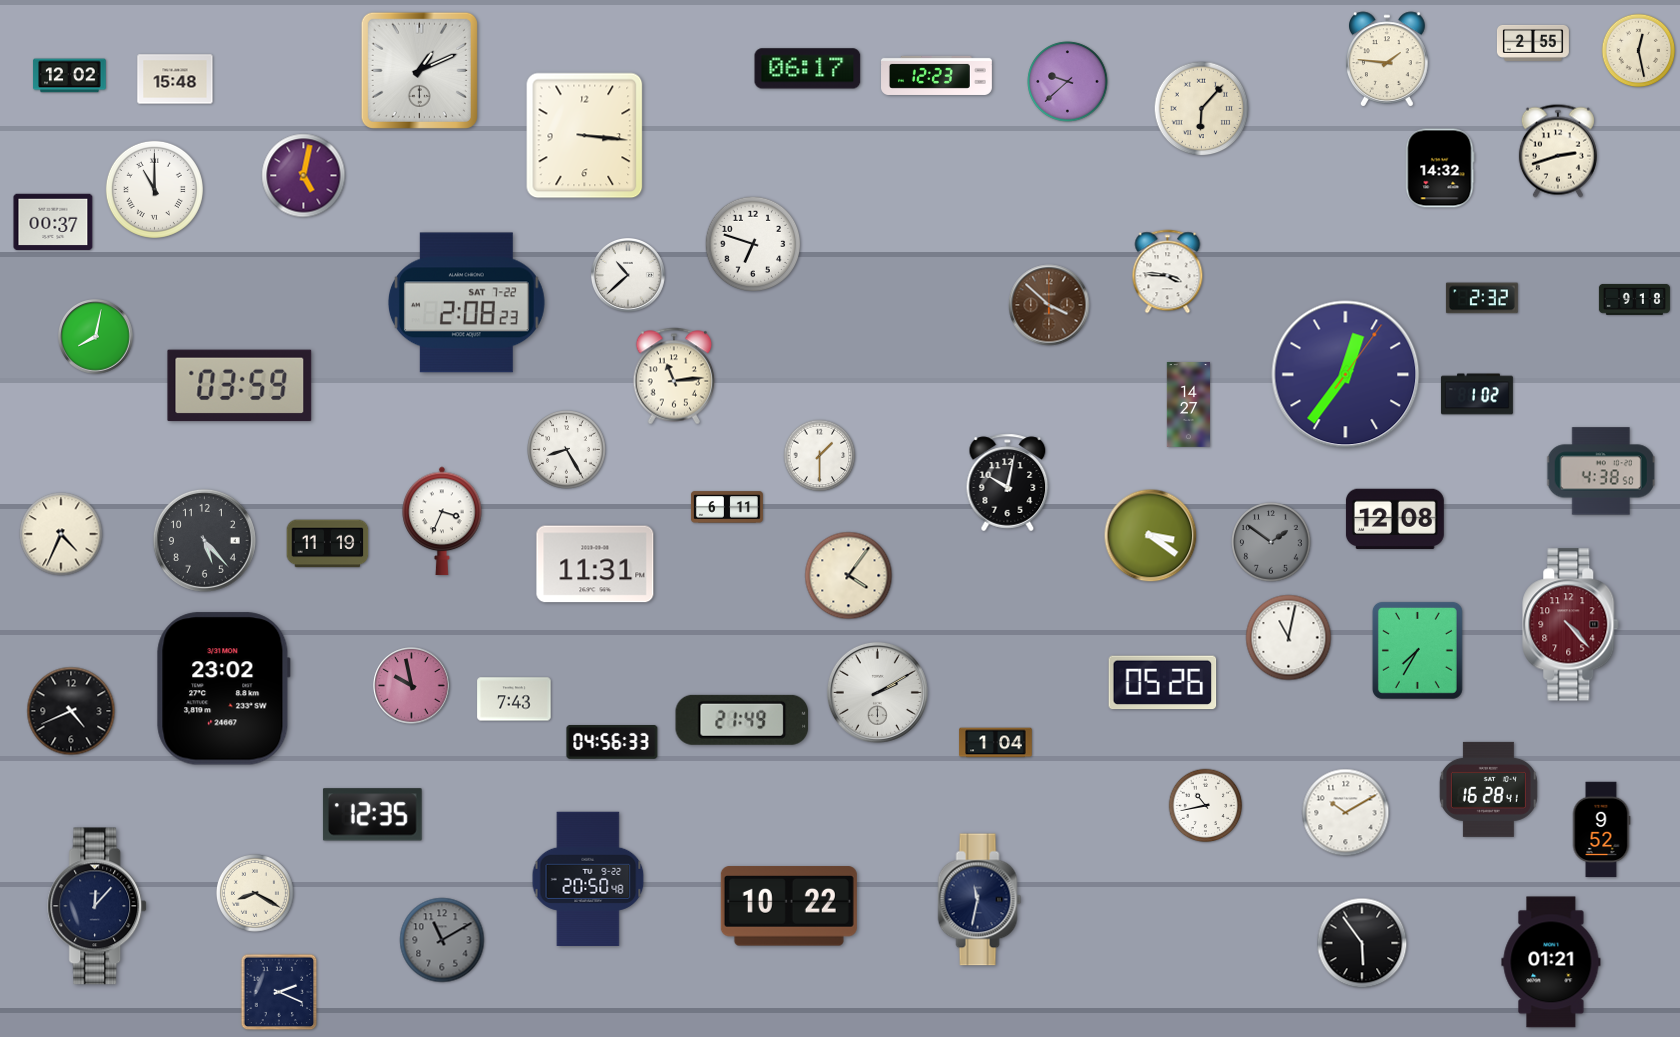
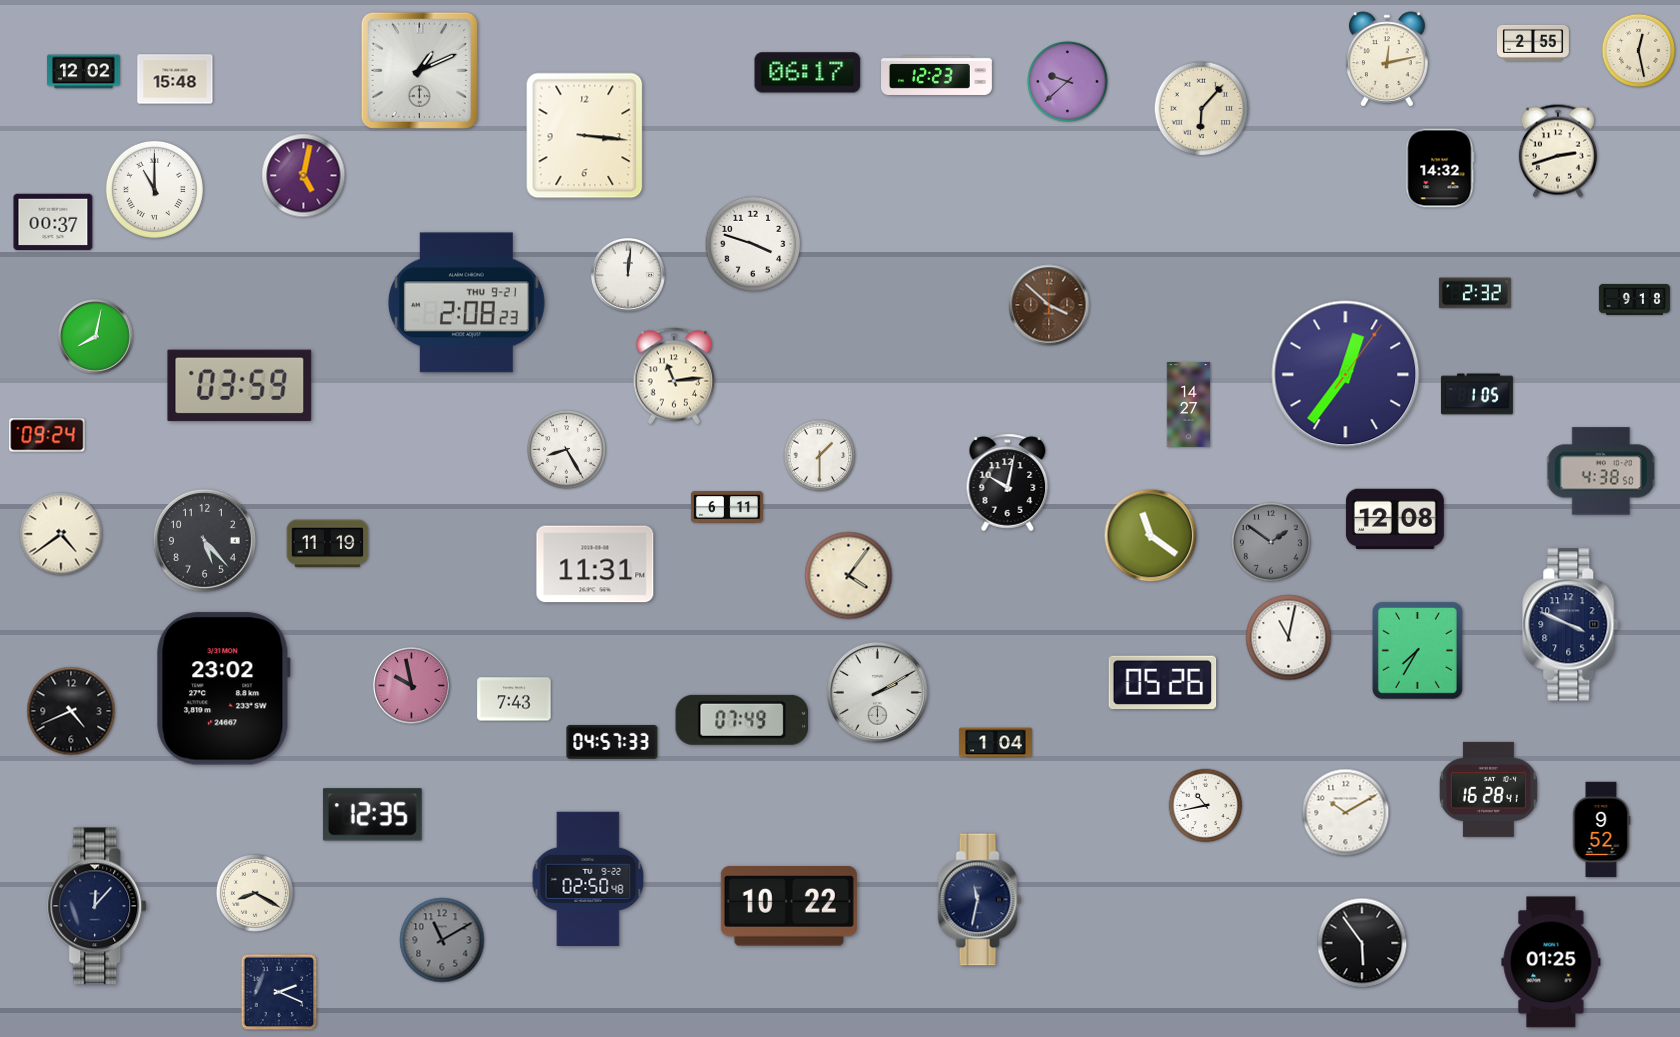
clock at (1388, 59): 1:46 -> 12:13
clock at (808, 69) position: (808, 69) -> (808, 73)
clock at (70, 76) position: (70, 76) -> (84, 72)
clock at (753, 244): 6:48 -> 3:48
clock at (1168, 272): 3:46 -> none
clock at (629, 276): 10:38 -> 12:01
clock at (1482, 298) position: (1482, 298) -> (1475, 293)
clock at (466, 303) date: SAT 7-22 -> THU 9-21
clock at (1477, 394): 1:02 -> 1:05
clock at (47, 435): none -> 09:24
clock at (442, 521): 3:34 -> none
clock at (61, 534): 4:34 -> 4:39
clock at (1151, 536): 3:21 -> 11:21
clock at (1571, 625): 4:23 -> 3:49
clock at (1571, 625) dial: burgundy -> navy
clock at (742, 720): 21:49 -> 07:49
clock at (612, 743): 04:56 -> 04:57
clock at (588, 878): 20:50 -> 02:50
clock at (1551, 962): 01:21 -> 01:25
